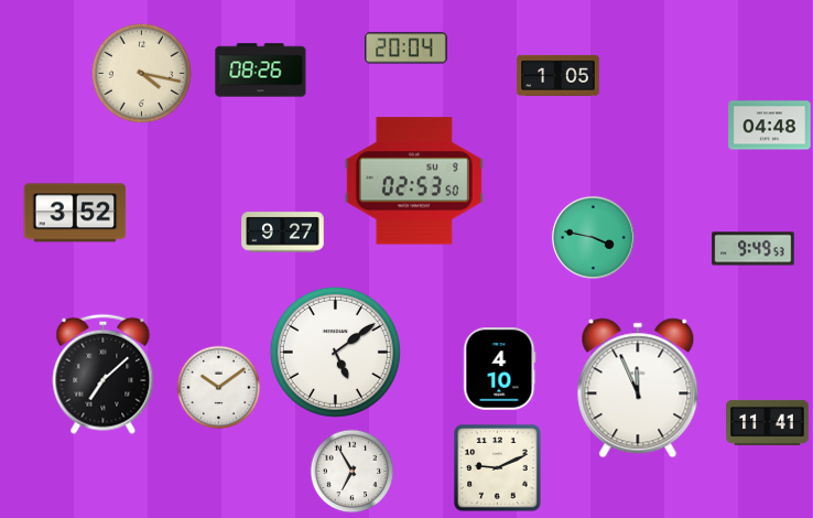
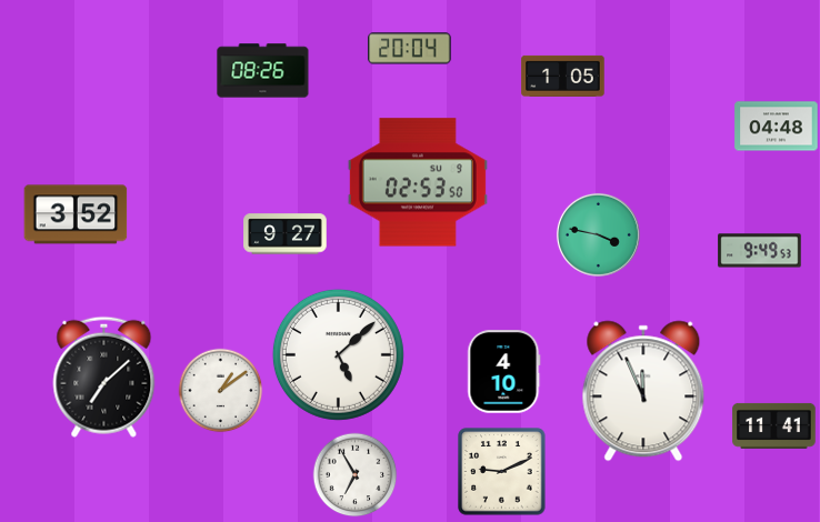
clock at (141, 73): 4:17 -> none
clock at (593, 237) position: (593, 237) -> (598, 234)
clock at (335, 352): 5:09 -> 5:08
clock at (219, 388): 10:09 -> 1:09
